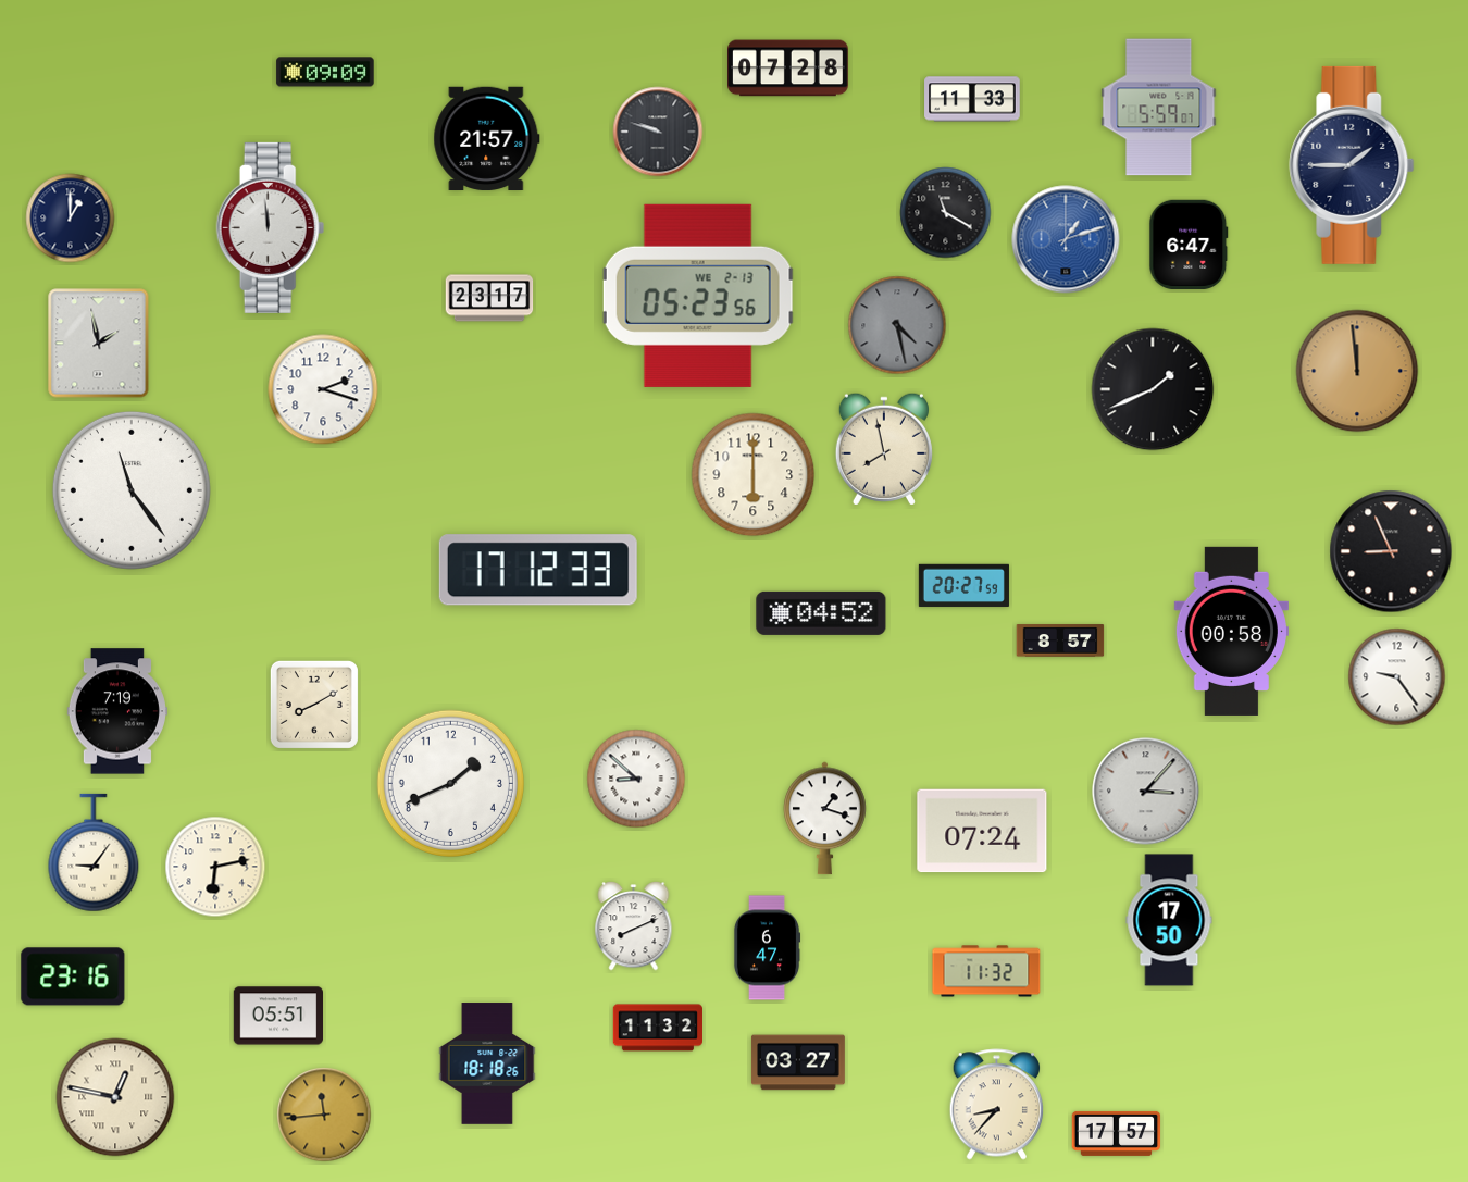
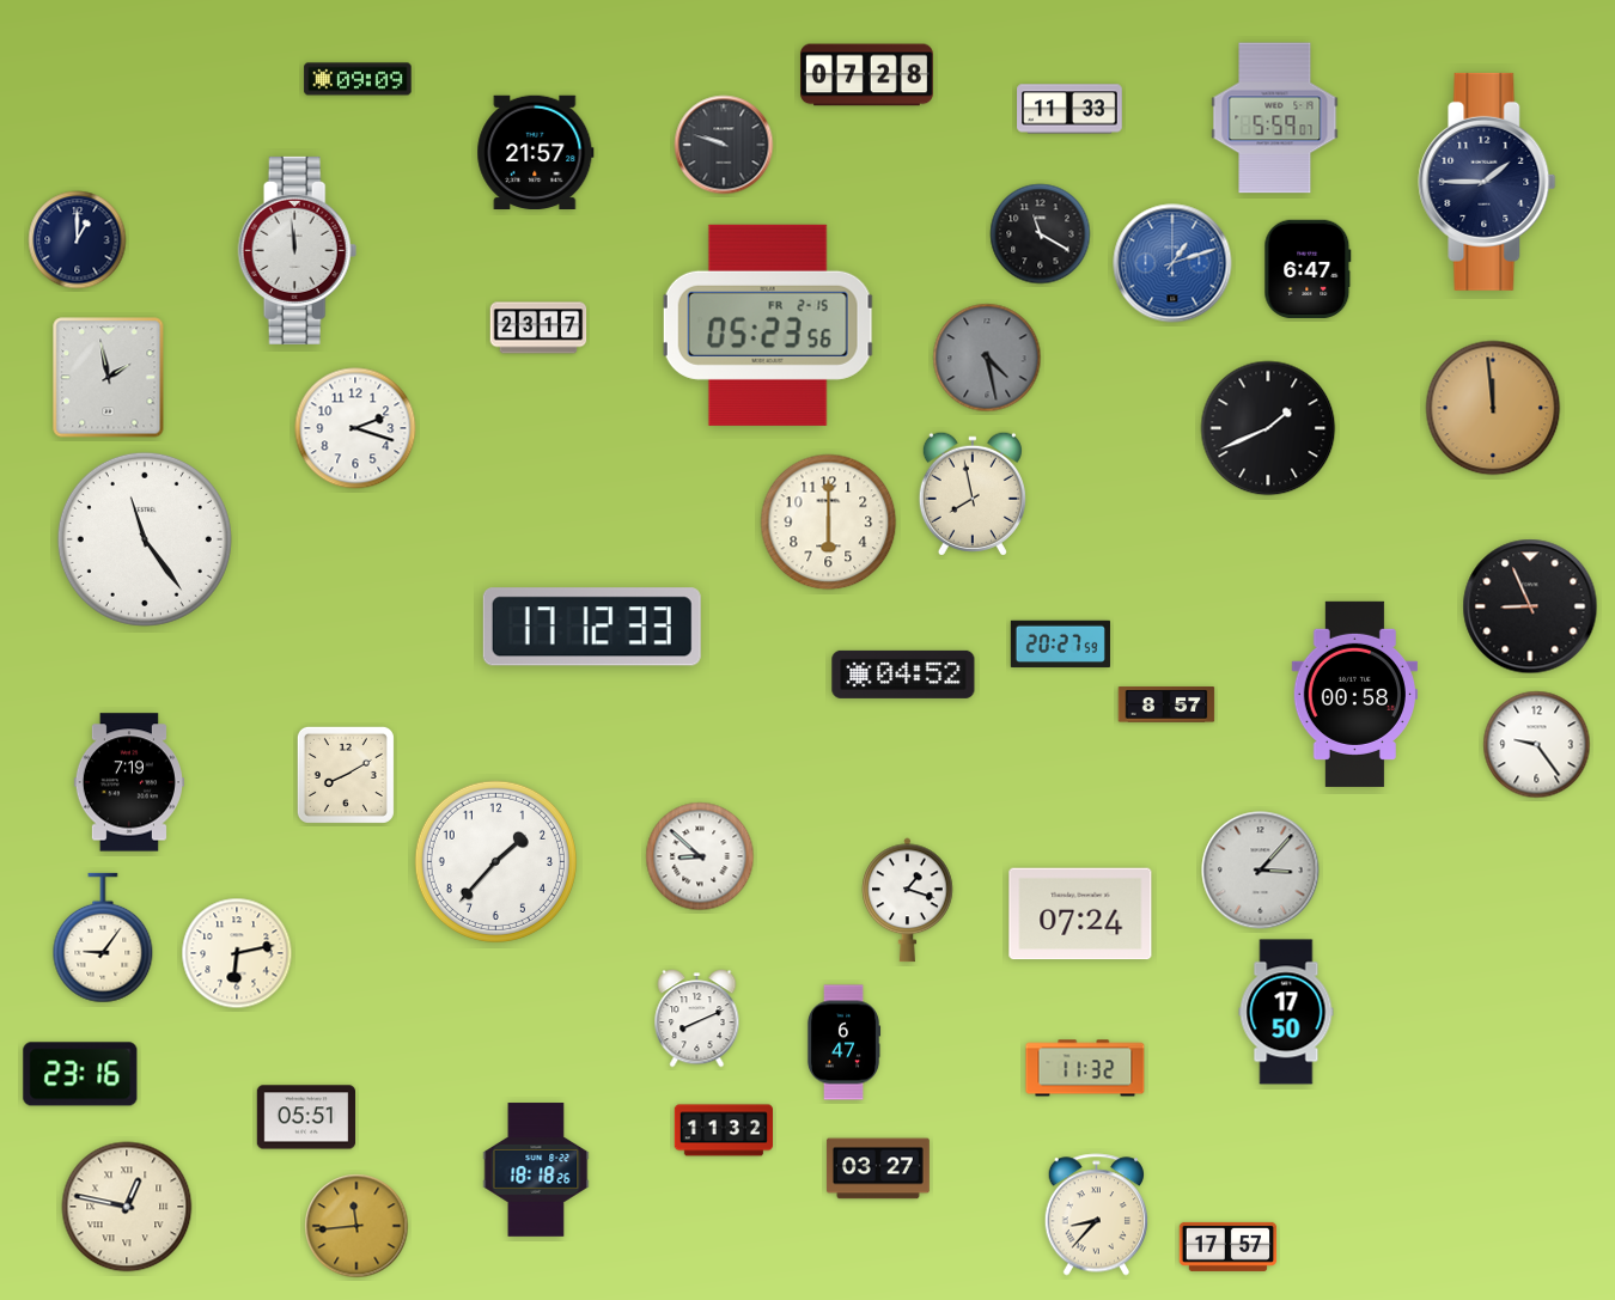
clock at (698, 296) date: WE 2-13 -> FR 2-15
clock at (450, 783): 1:41 -> 1:37
